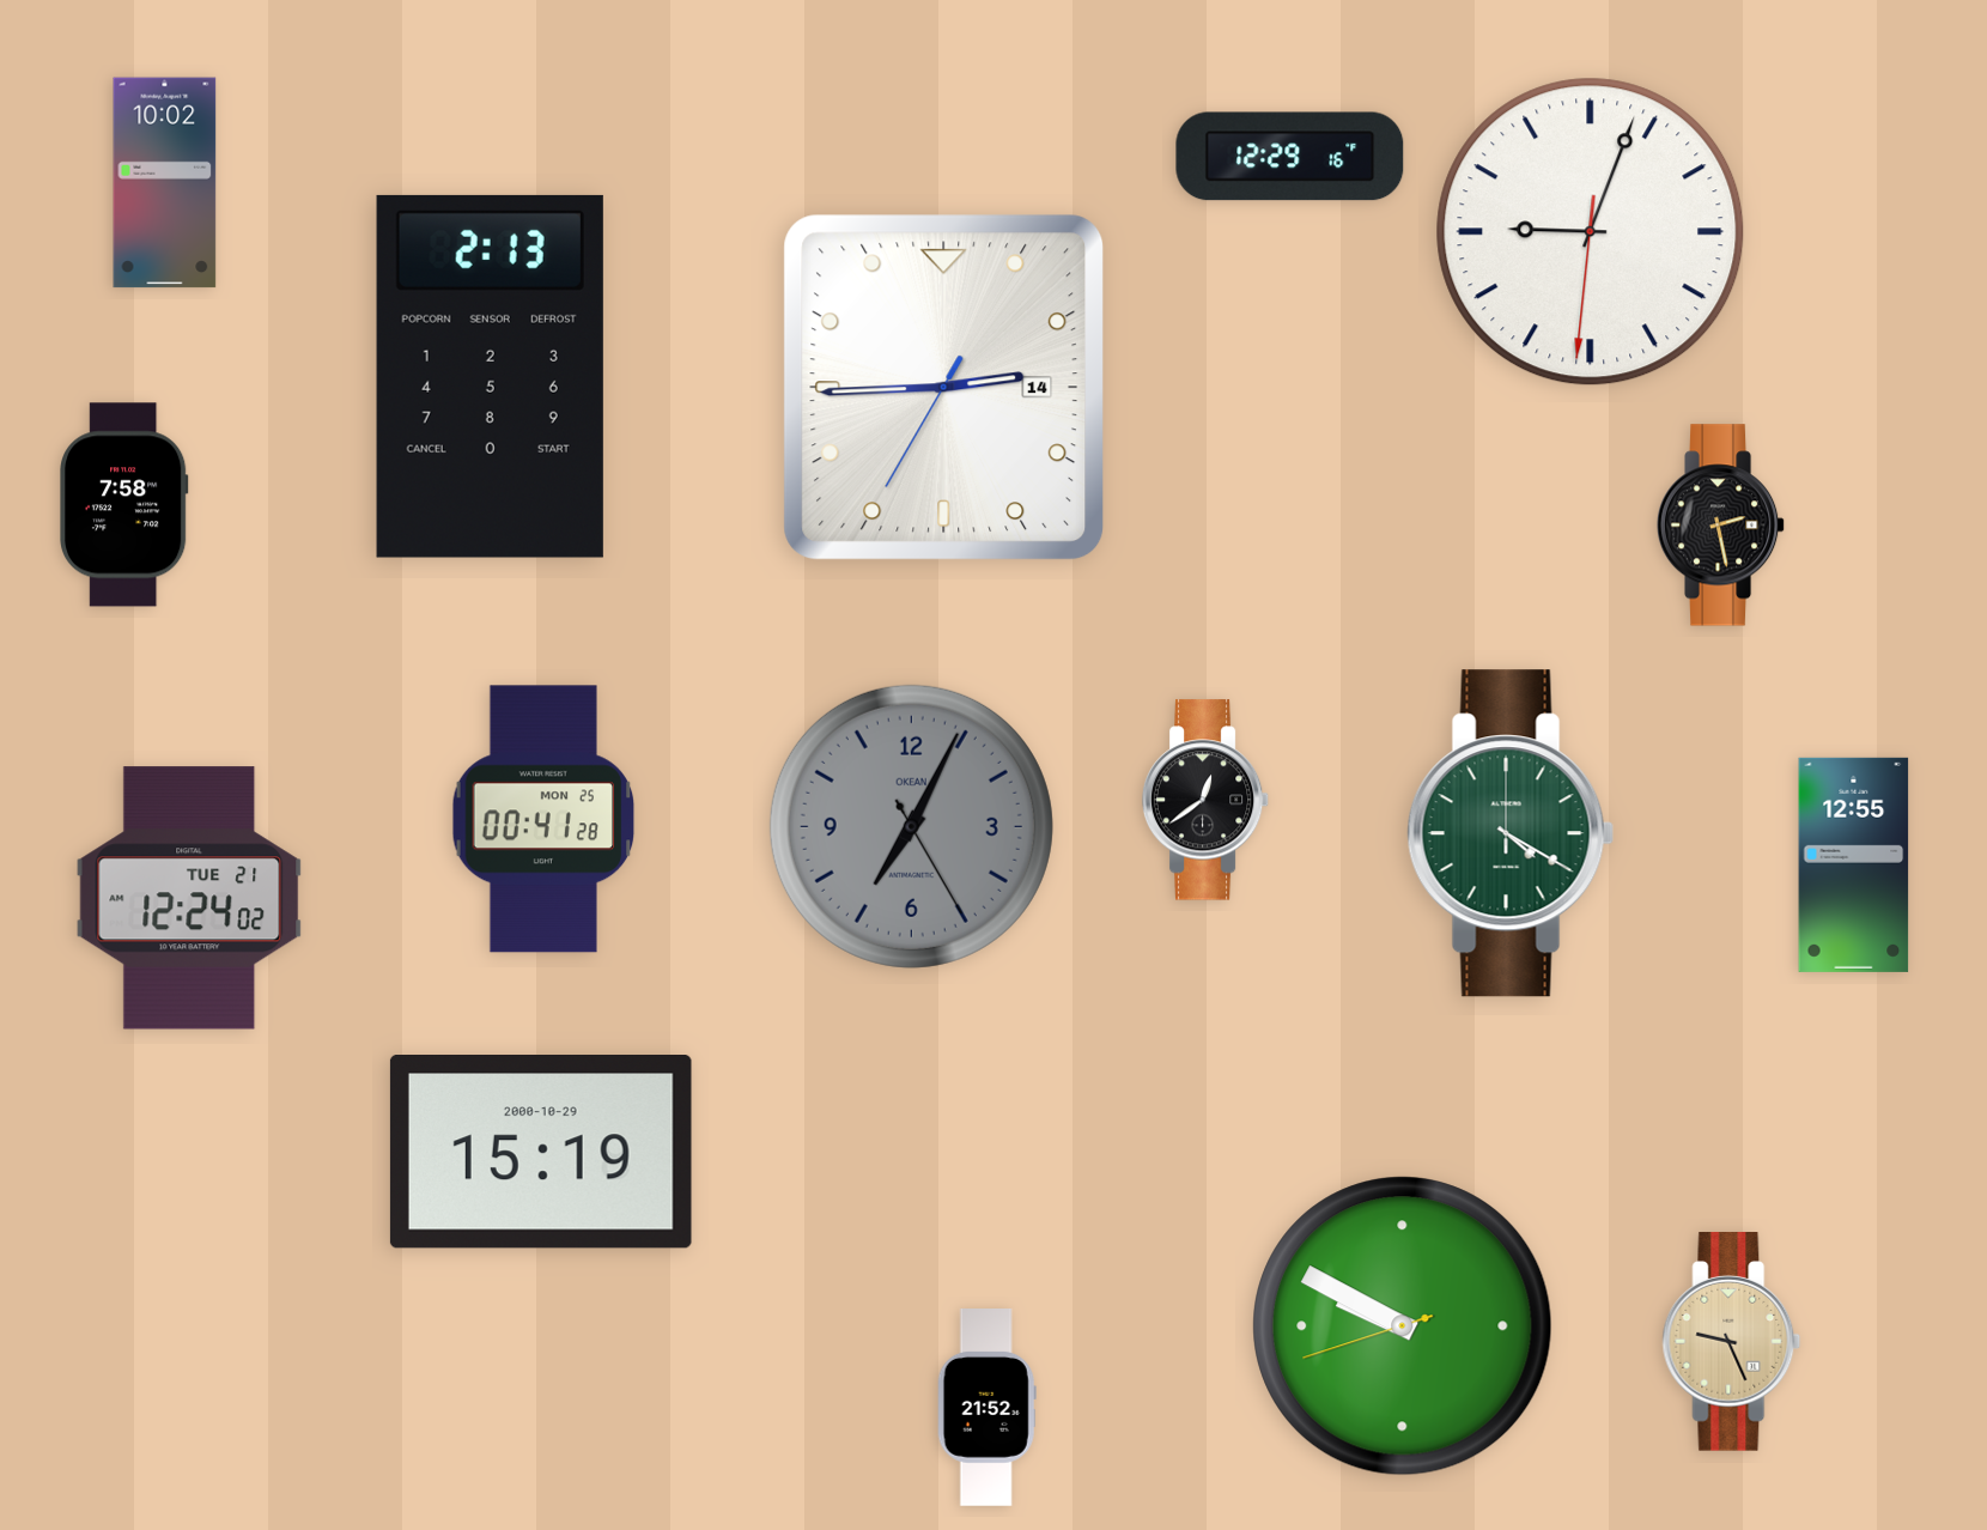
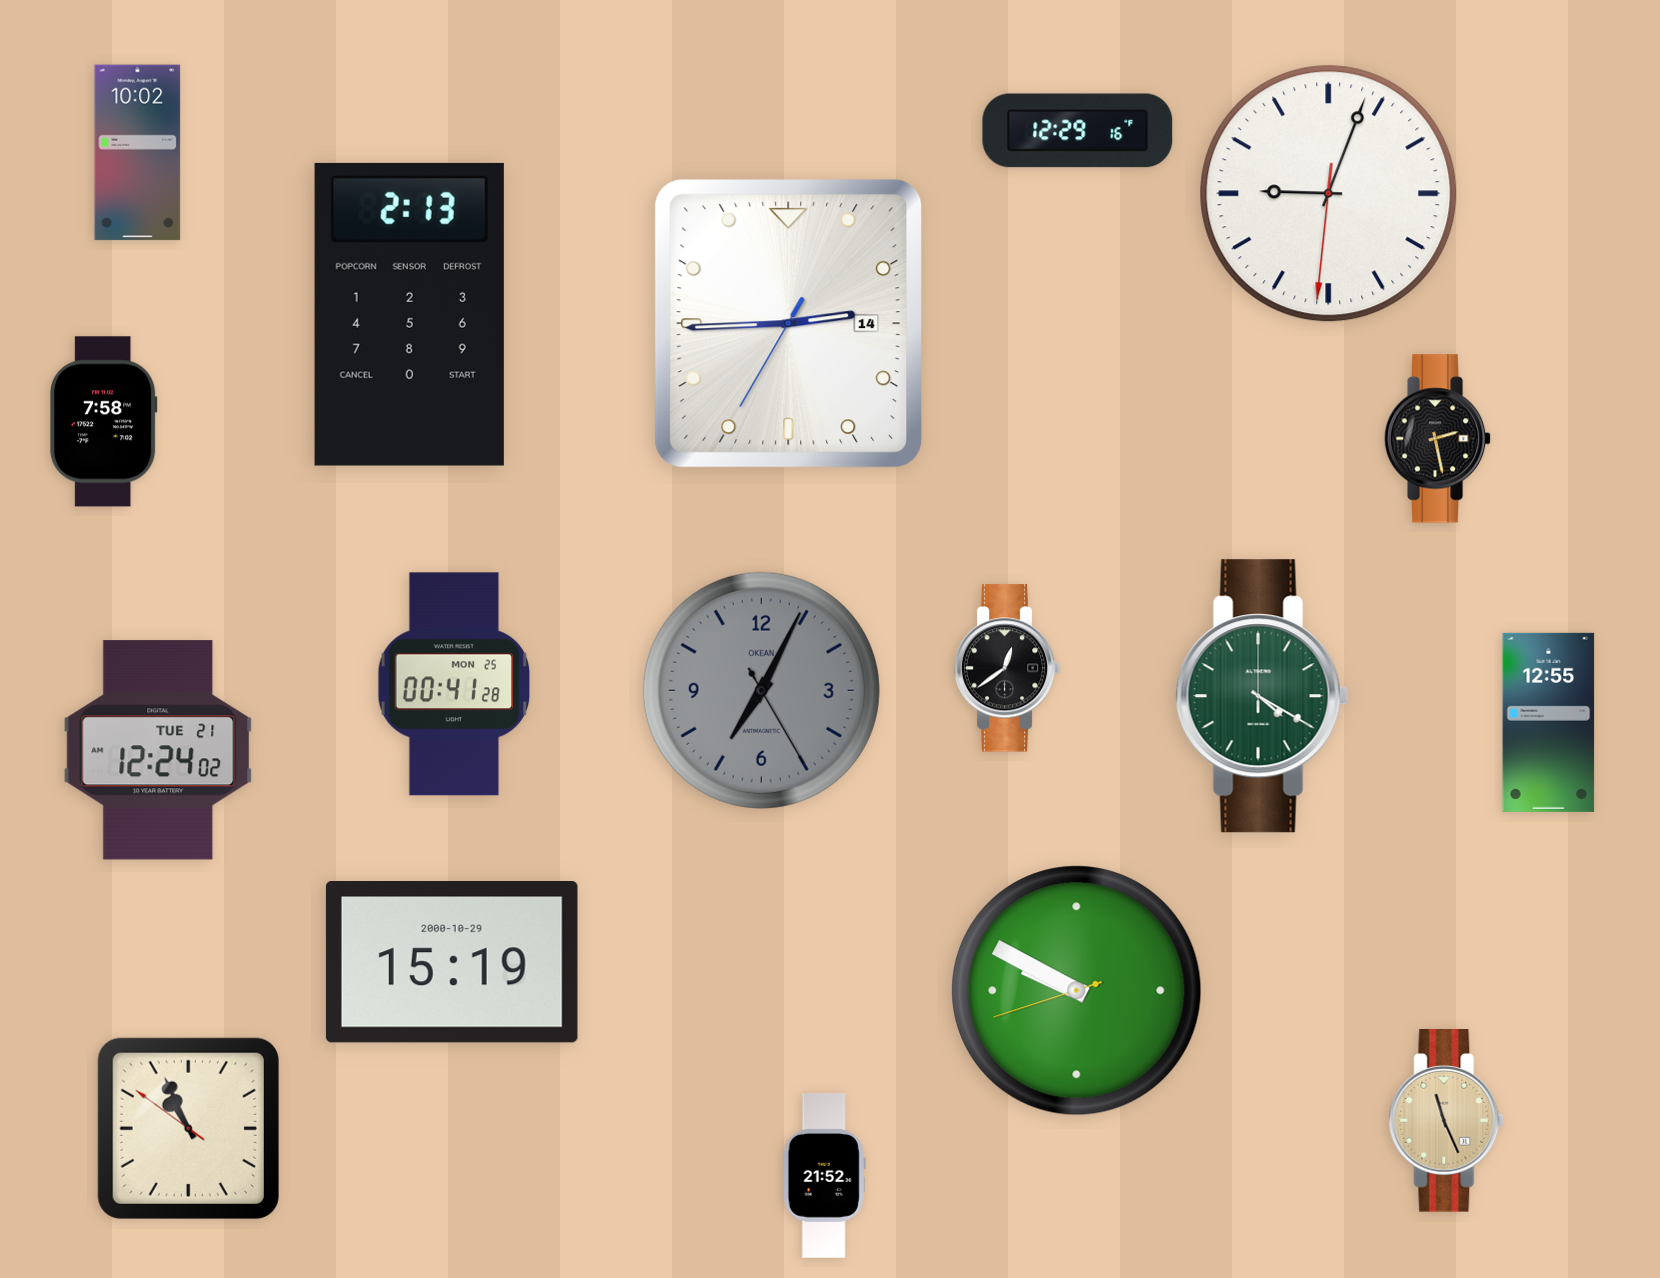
clock at (1403, 1326) position: (1403, 1326) -> (1077, 991)
clock at (1732, 1342): 9:26 -> 11:26
clock at (188, 1128): none -> 10:55
